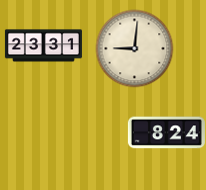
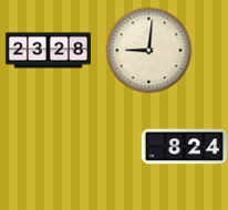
clock at (43, 46): 23:31 -> 23:28
clock at (134, 48) position: (134, 48) -> (148, 50)
